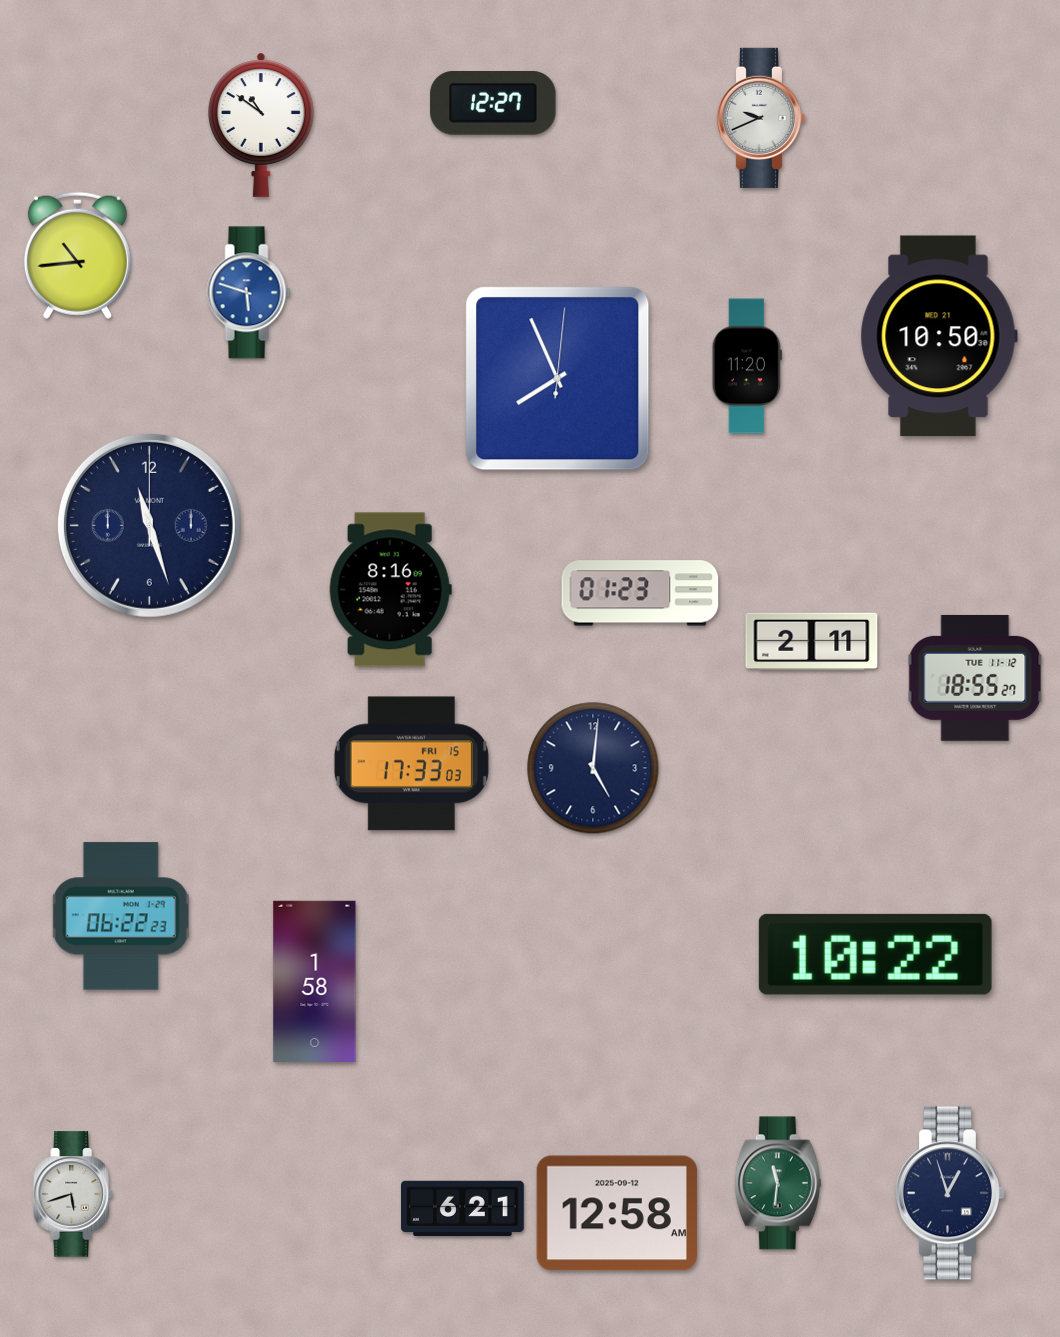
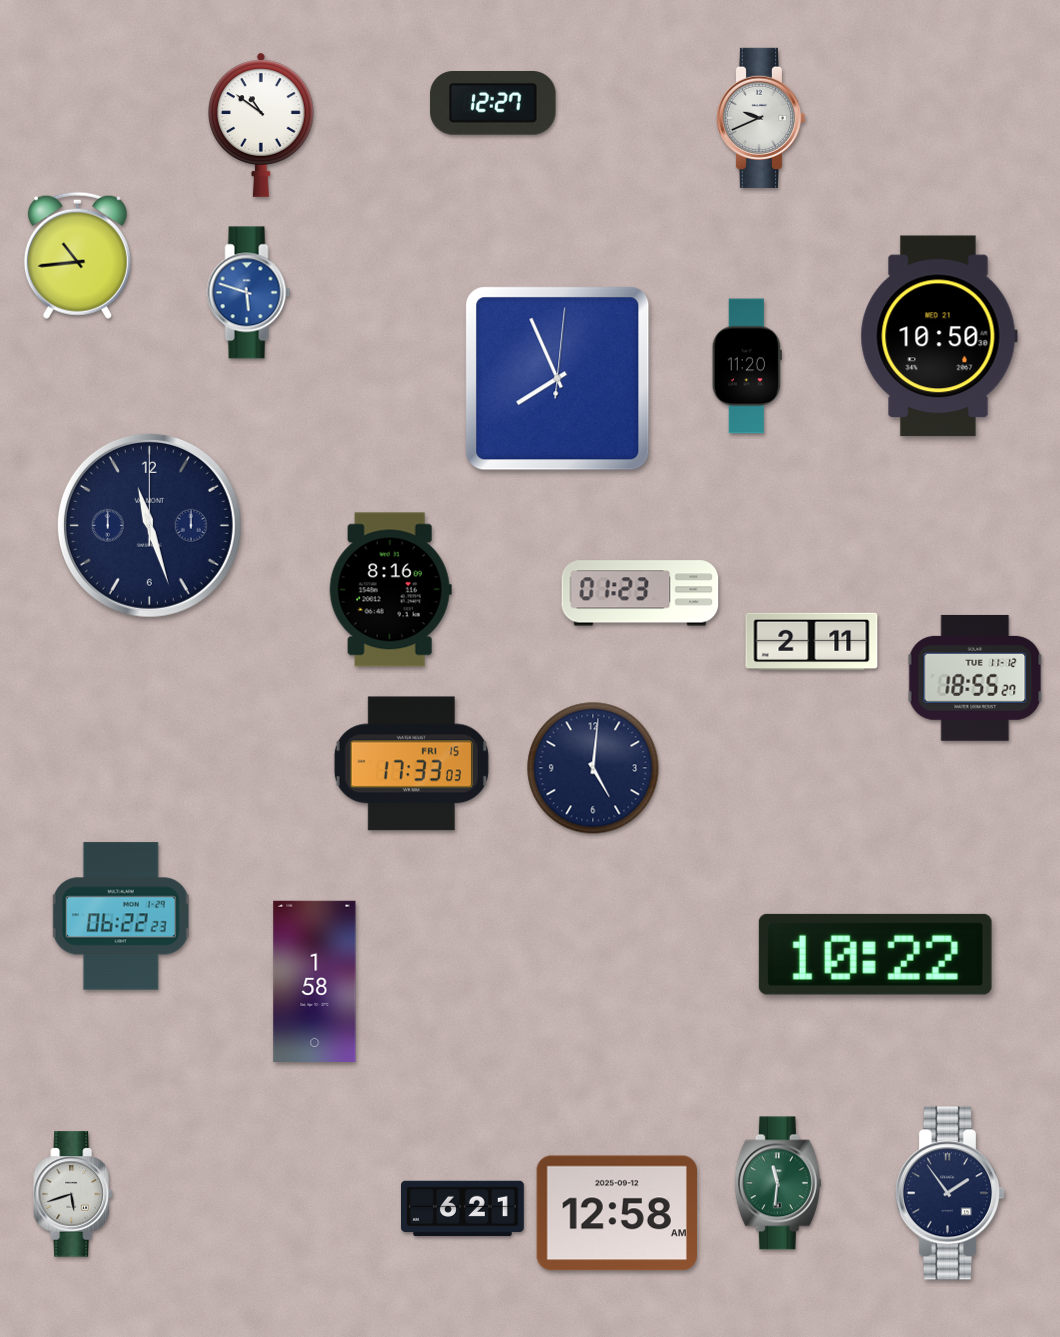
clock at (949, 1193): 12:57 -> 1:54
